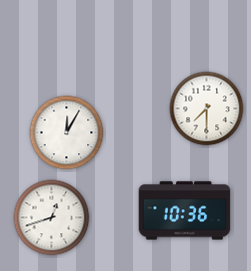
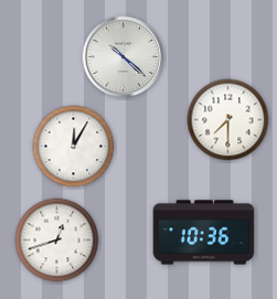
clock at (124, 57): none -> 10:22
